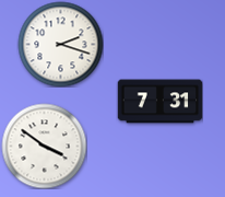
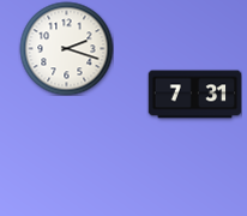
clock at (159, 102) position: (159, 102) -> (194, 95)
clock at (44, 146): 3:51 -> none
